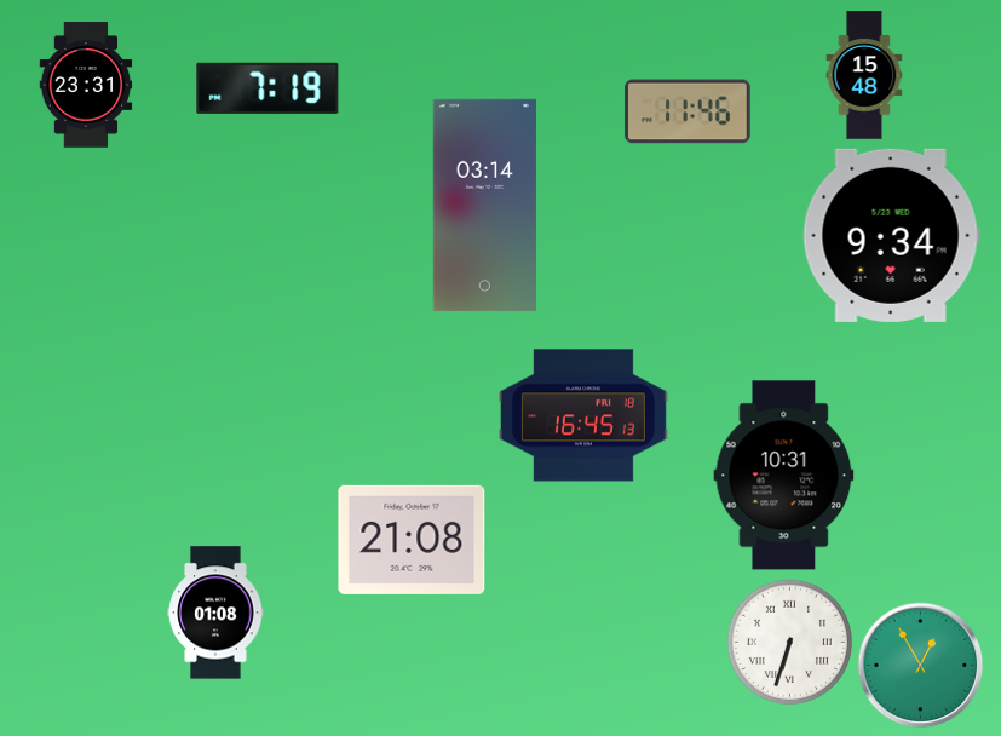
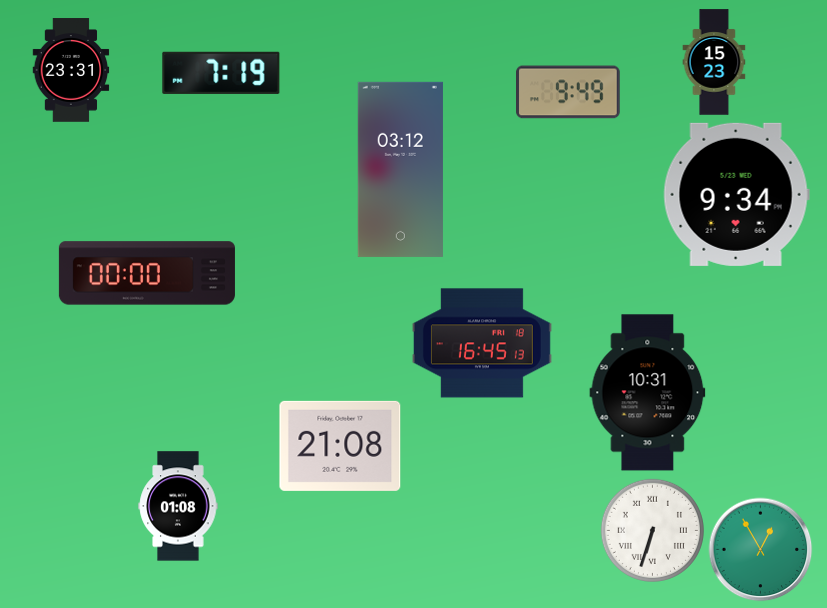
clock at (864, 75): 15:48 -> 15:23
clock at (688, 111): 11:46 -> 9:49
clock at (484, 205): 03:14 -> 03:12
clock at (147, 273): none -> 00:00
